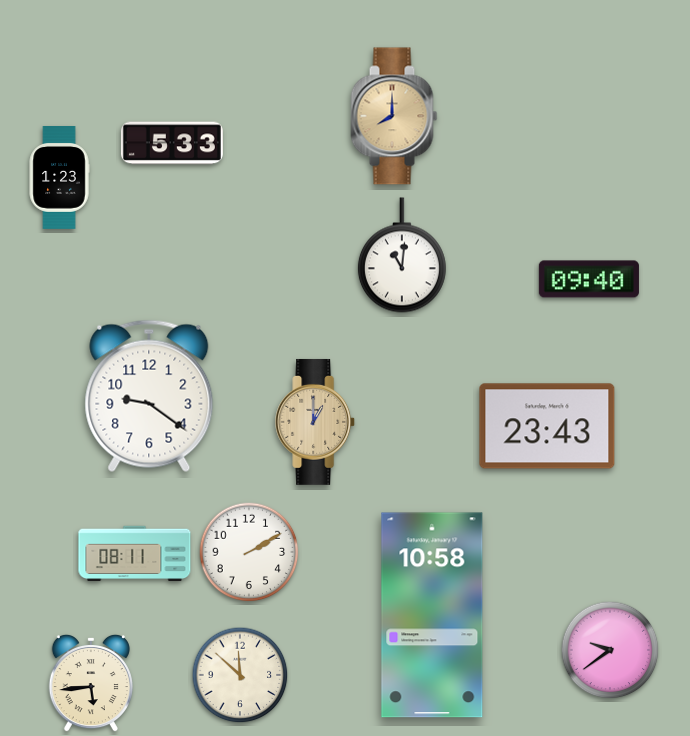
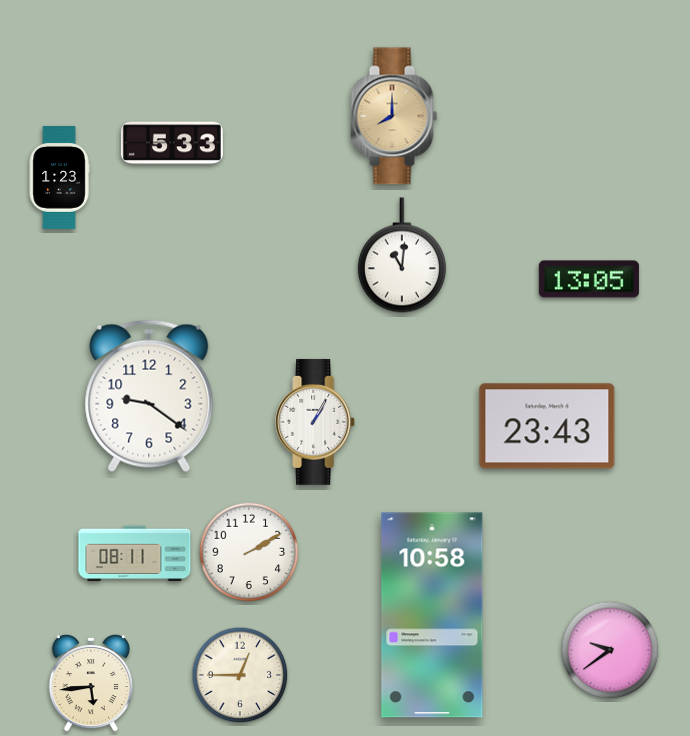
clock at (589, 279): 09:40 -> 13:05
clock at (316, 422): 1:00 -> 1:05
clock at (316, 422) dial: champagne -> white
clock at (240, 675): 11:52 -> 12:45
